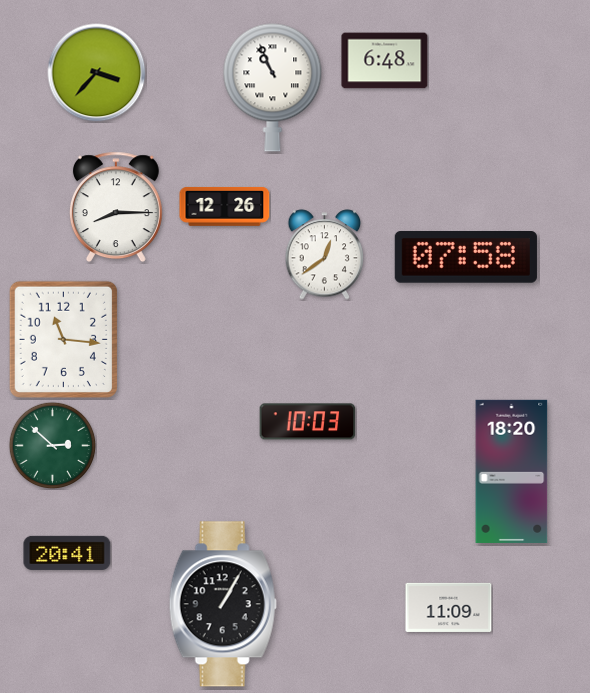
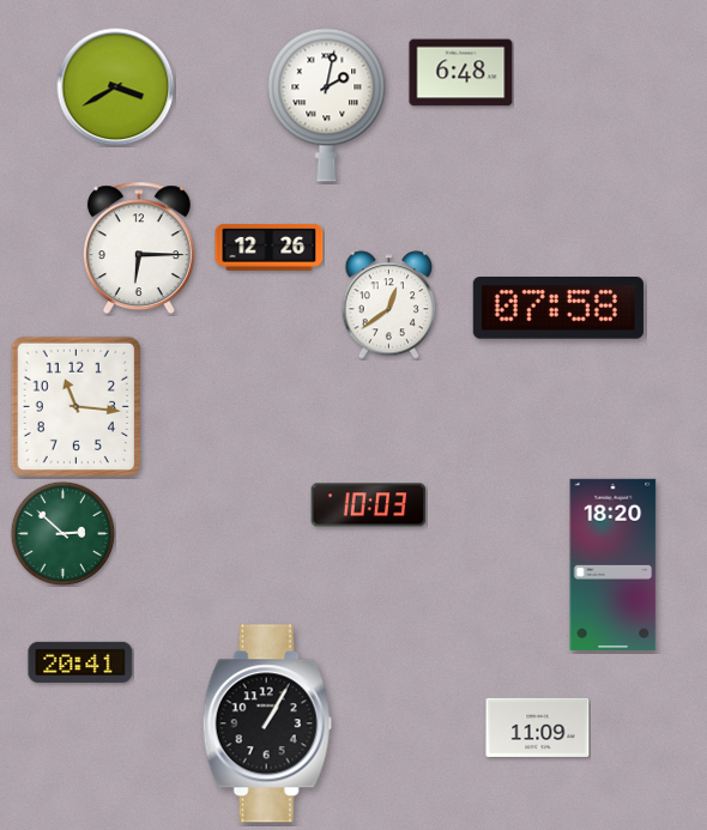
clock at (97, 73): 3:37 -> 3:40
clock at (273, 87): 10:56 -> 2:02
clock at (116, 207): 8:15 -> 6:15
